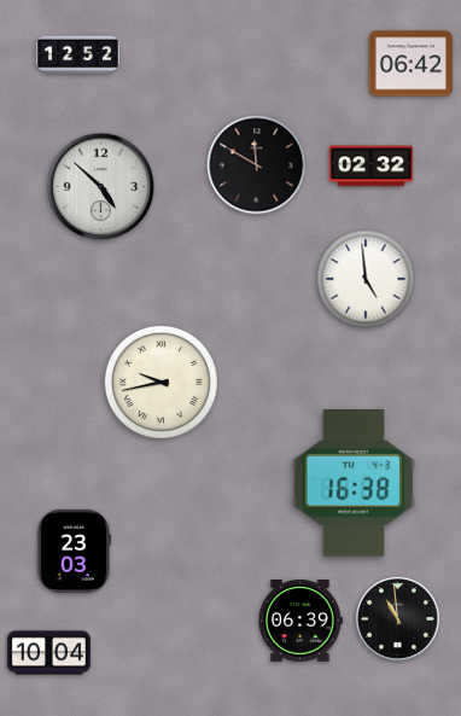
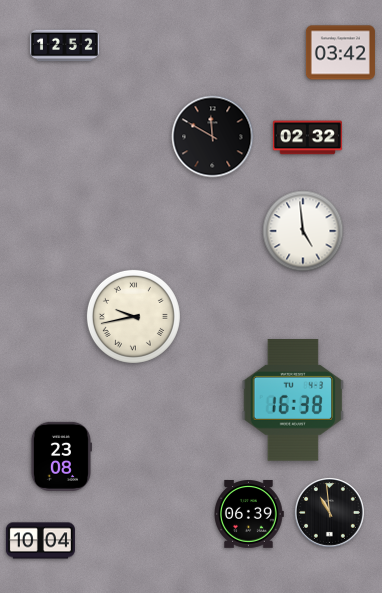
clock at (410, 64): 06:42 -> 03:42
clock at (101, 187): 4:52 -> none
clock at (74, 551): 23:03 -> 23:08
